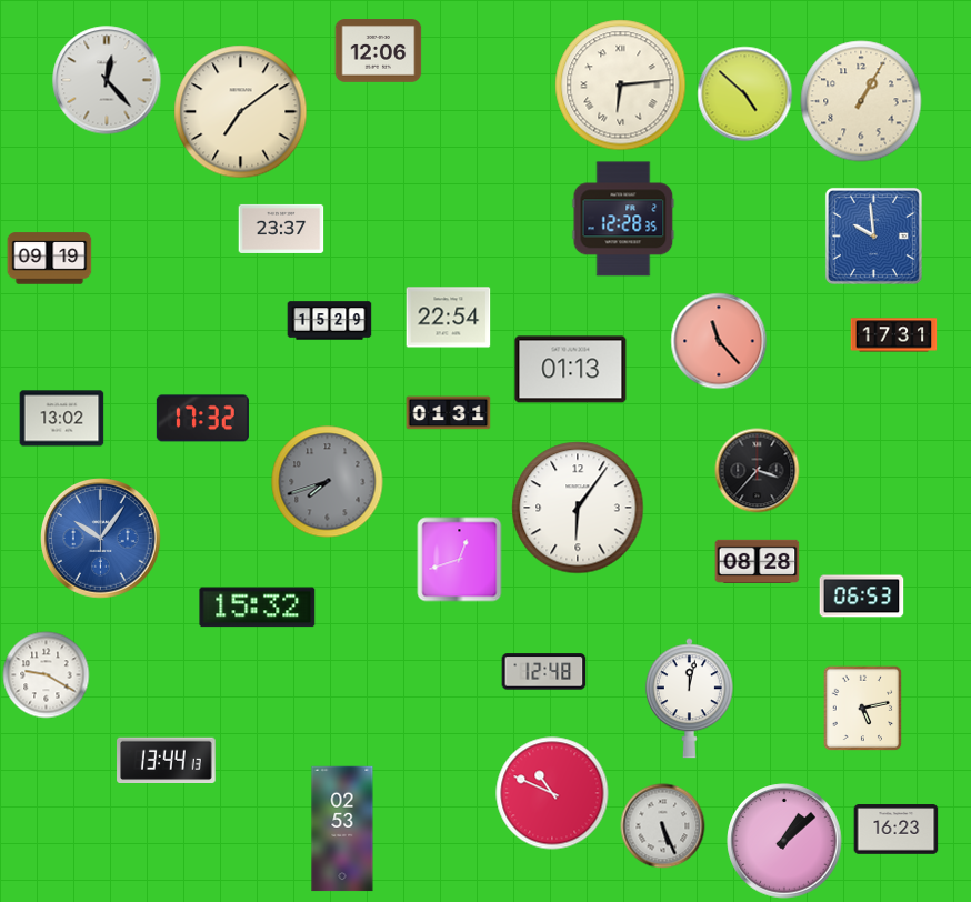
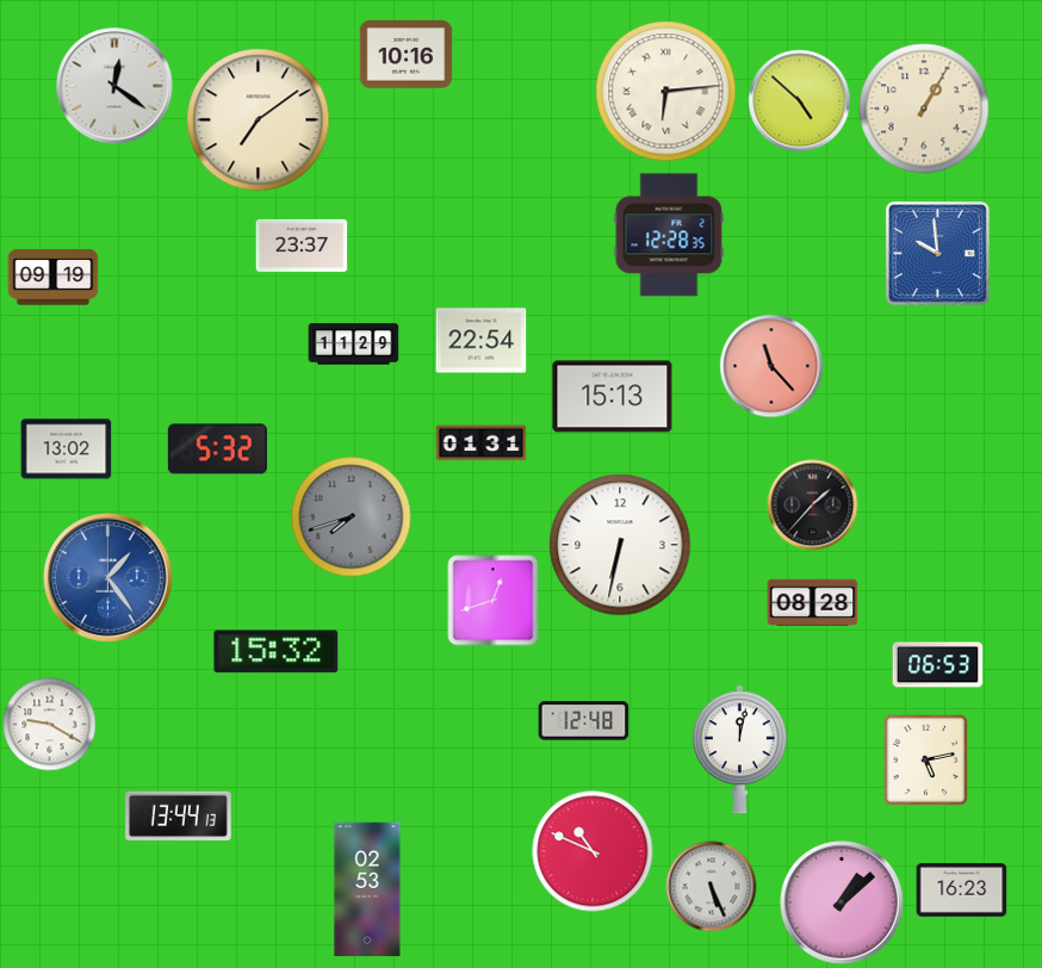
clock at (379, 51): 12:06 -> 10:16
clock at (107, 80): 12:23 -> 12:21
clock at (330, 321): 15:29 -> 11:29
clock at (894, 335): 17:31 -> none
clock at (571, 370): 01:13 -> 15:13
clock at (202, 419): 17:32 -> 5:32
clock at (758, 471): 3:37 -> 1:37
clock at (578, 508): 6:06 -> 6:32
clock at (101, 539): 10:06 -> 1:24
clock at (862, 597) position: (862, 597) -> (938, 665)
